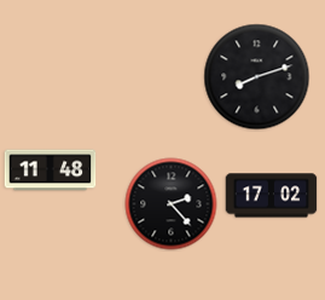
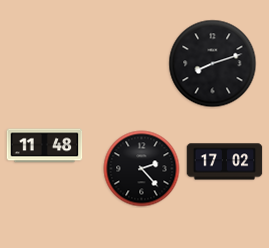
clock at (51, 171) position: (51, 171) -> (45, 146)
